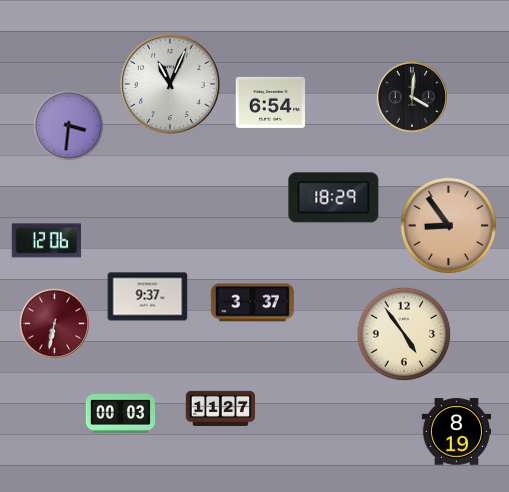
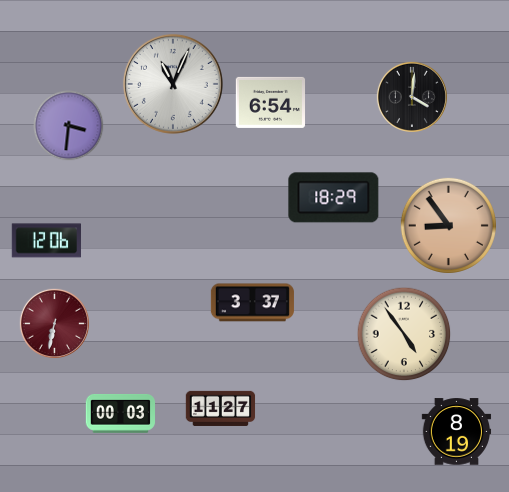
clock at (170, 84) position: (170, 84) -> (173, 84)
clock at (148, 297): 9:37 -> none
